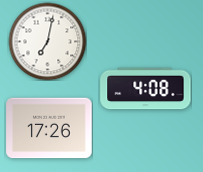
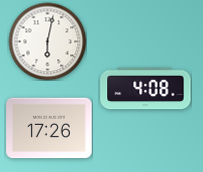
clock at (47, 41): 7:02 -> 6:02
